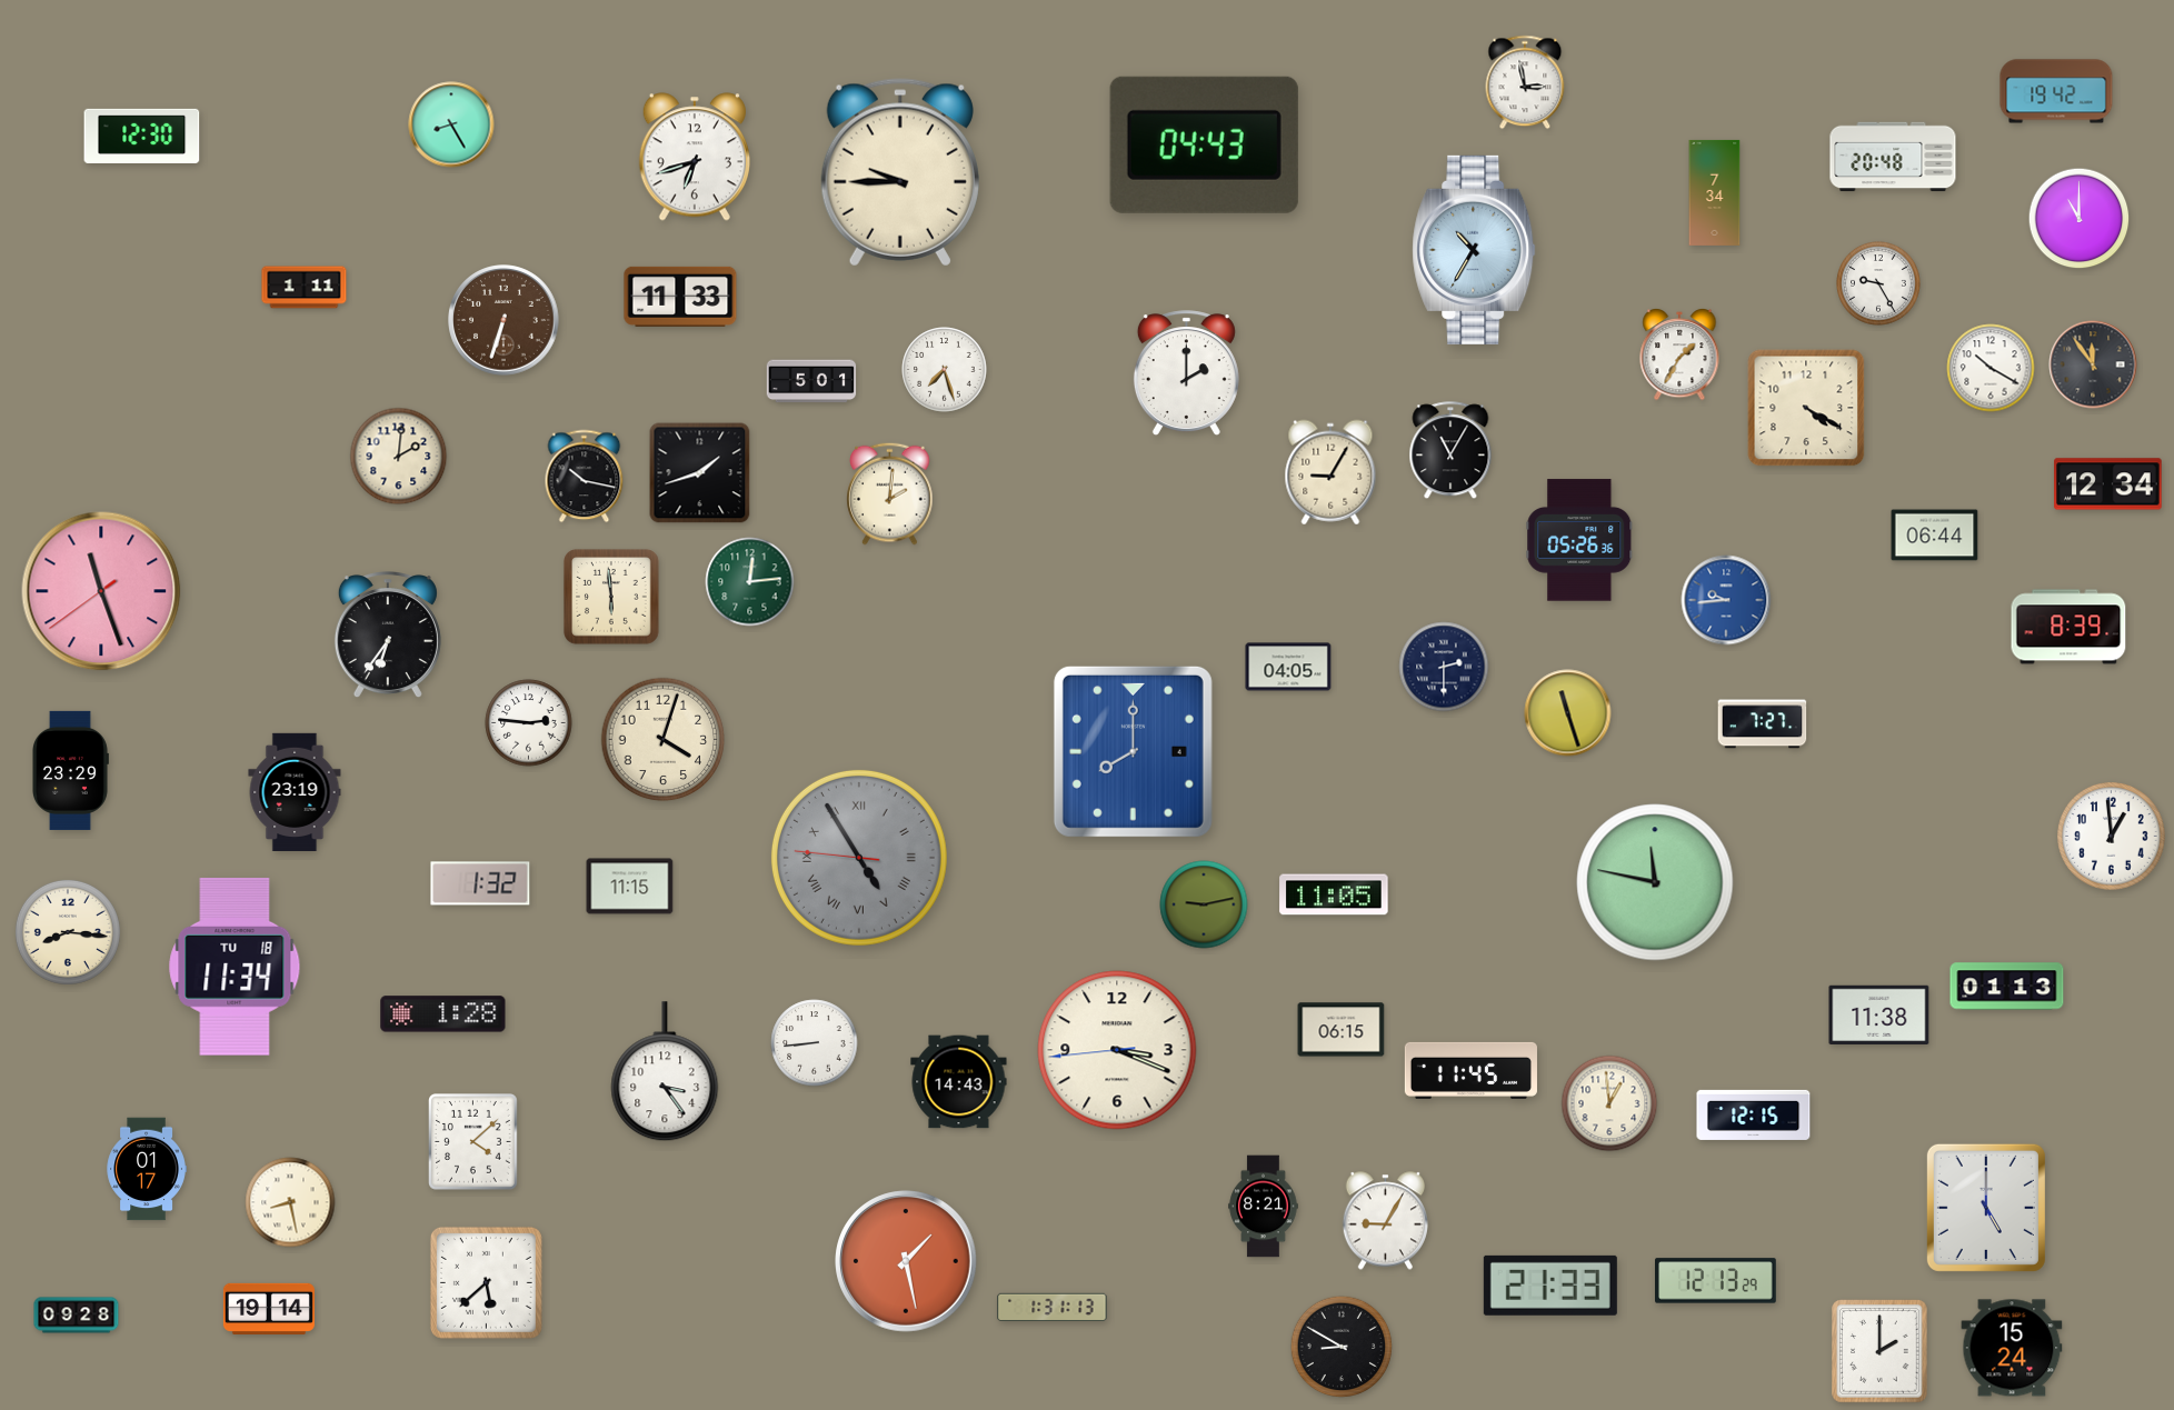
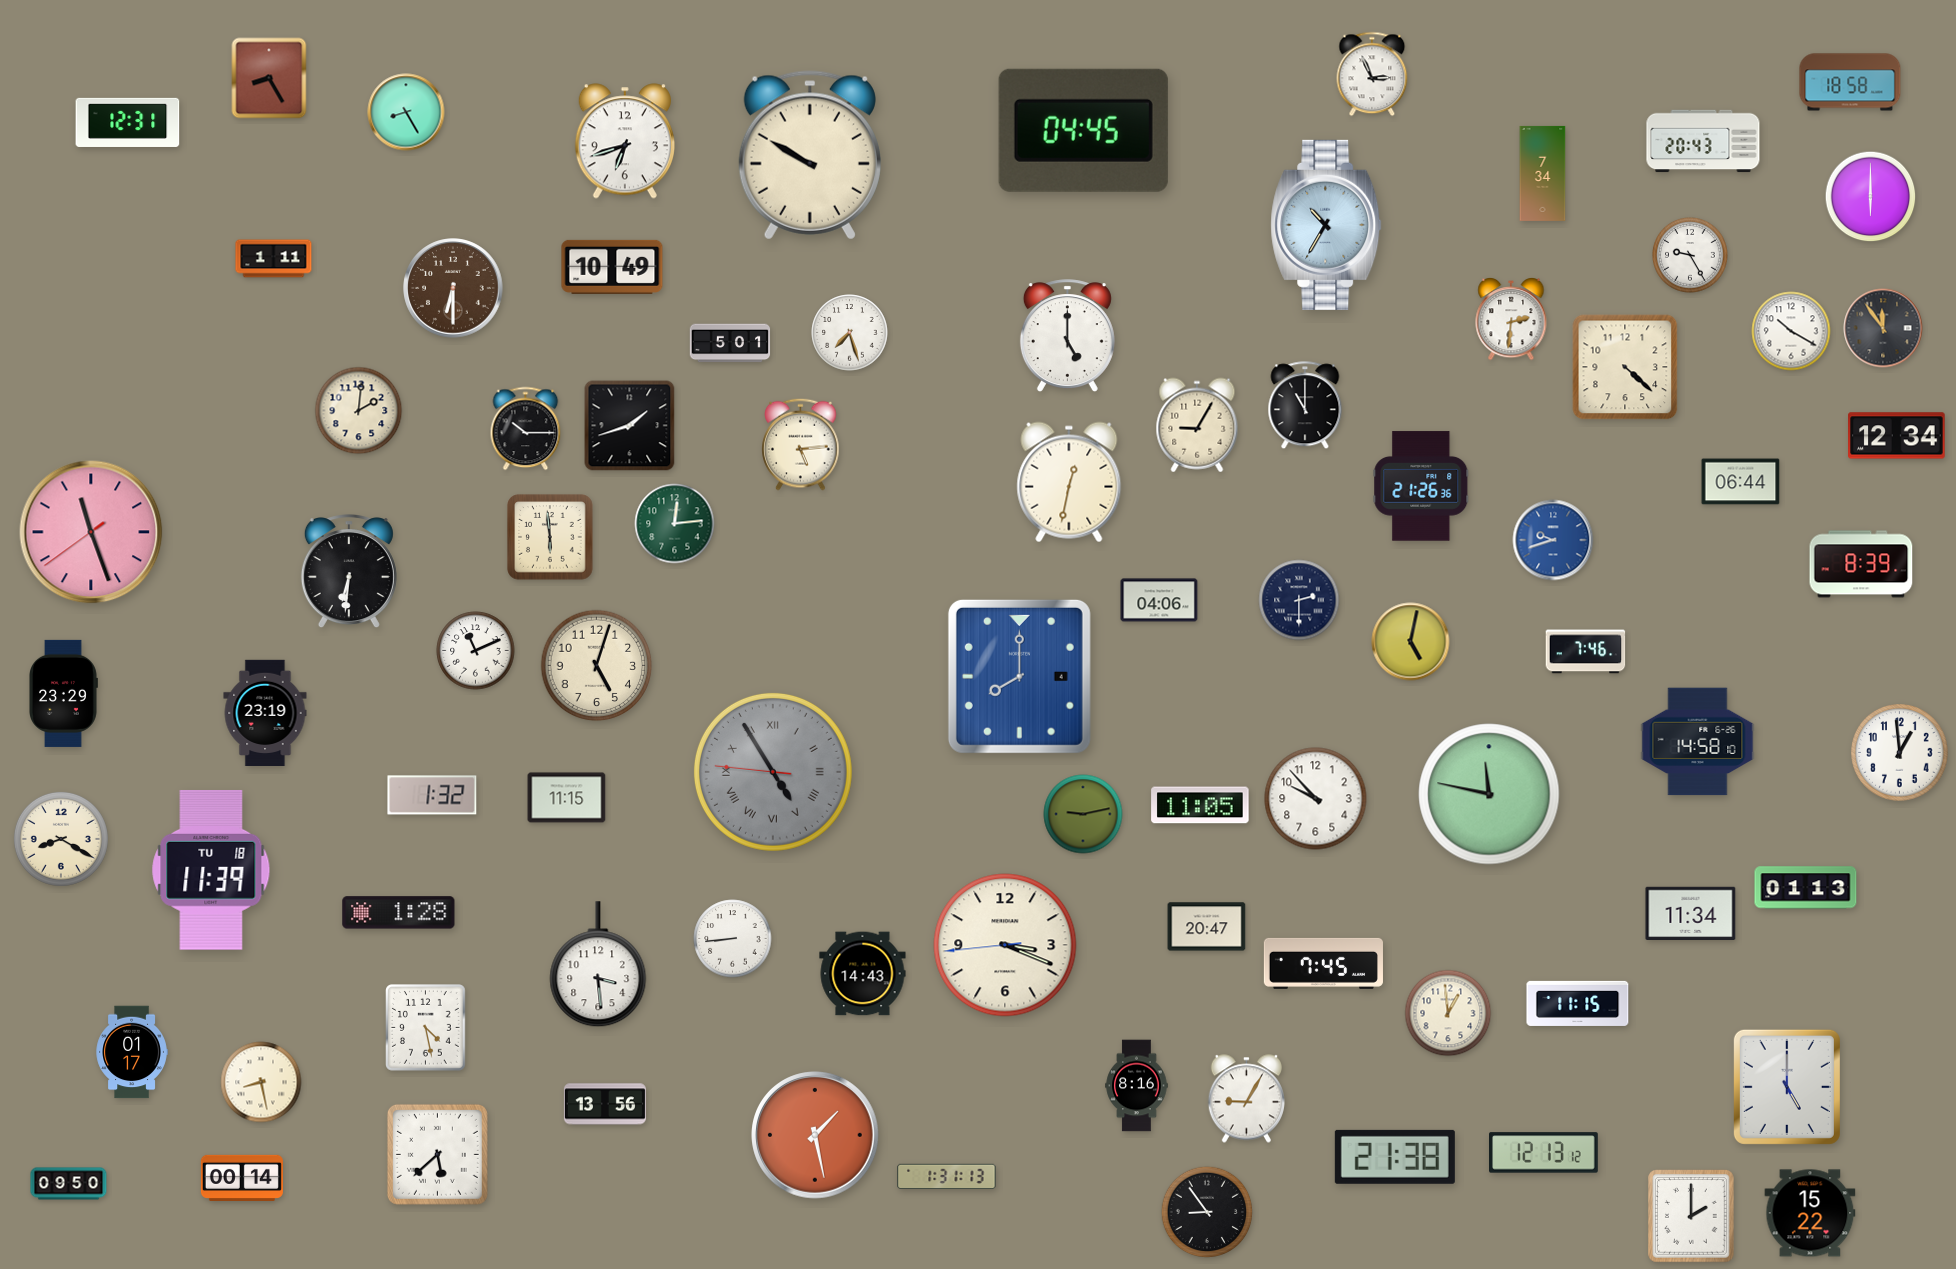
clock at (1525, 82): 2:58 -> 2:56
clock at (269, 78): none -> 8:25
clock at (2056, 91): 19:42 -> 18:58
clock at (142, 136): 12:30 -> 12:31
clock at (1204, 144): 04:43 -> 04:45
clock at (1893, 157): 20:48 -> 20:43
clock at (900, 172): 9:45 -> 9:50
clock at (2080, 219): 11:00 -> 6:00
clock at (680, 297): 11:33 -> 10:49
clock at (503, 320): 6:33 -> 6:30
clock at (1679, 356): 1:35 -> 2:31
clock at (1186, 373): 2:00 -> 5:00
clock at (1806, 408): 4:20 -> 4:22
clock at (1450, 451): 11:05 -> 11:00
clock at (585, 477): 10:17 -> 10:15
clock at (890, 493): 2:01 -> 5:14
clock at (1069, 482): none -> 12:32
clock at (1579, 540): 05:26 -> 21:26
clock at (1726, 600): 9:44 -> 9:42
clock at (388, 636): 6:36 -> 6:31
clock at (1288, 667): 04:05 -> 04:06
clock at (1568, 713): 11:27 -> 5:02
clock at (529, 723): 2:46 -> 11:11
clock at (1763, 724): 7:27 -> 7:46
clock at (664, 740): 4:03 -> 5:03
clock at (1698, 742): none -> 14:58
clock at (1316, 799): none -> 9:53
clock at (68, 932): 8:16 -> 8:20
clock at (235, 967): 11:34 -> 11:39
clock at (1879, 1014): 11:38 -> 11:34
clock at (1342, 1030): 06:15 -> 20:47
clock at (1470, 1070): 11:45 -> 7:45
clock at (665, 1072): 3:24 -> 3:29
clock at (1609, 1103) position: (1609, 1103) -> (1448, 1013)
clock at (1754, 1114): 12:15 -> 11:15
clock at (473, 1142): 4:08 -> 4:28
clock at (1264, 1207): 8:21 -> 8:16
clock at (605, 1104): none -> 13:56
clock at (1716, 1281): 12:13:29 -> 12:13:12
clock at (1550, 1286): 21:33 -> 21:38
clock at (269, 1308): 19:14 -> 00:14
clock at (77, 1316): 09:28 -> 09:50
clock at (1342, 1347): 8:50 -> 8:54
clock at (2012, 1348): 15:24 -> 15:22
